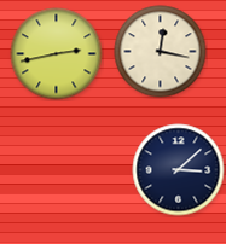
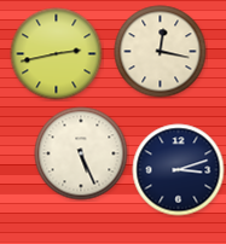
clock at (81, 153): none -> 5:26
clock at (179, 170): 3:08 -> 3:12
